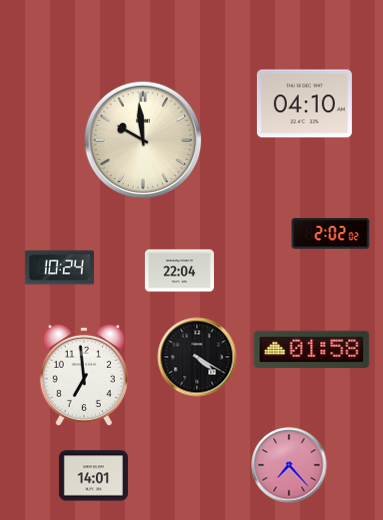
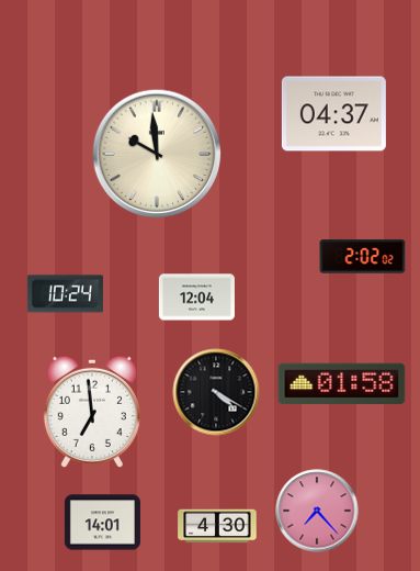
clock at (304, 104): 04:10 -> 04:37
clock at (179, 271): 22:04 -> 12:04
clock at (217, 526): none -> 4:30
